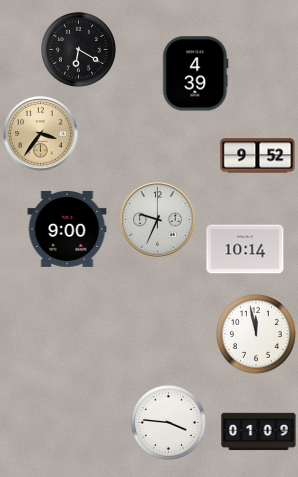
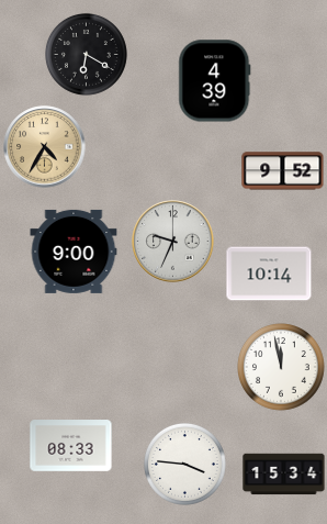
clock at (41, 134): 3:36 -> 4:35
clock at (71, 446): none -> 08:33
clock at (259, 432): 01:09 -> 15:34
